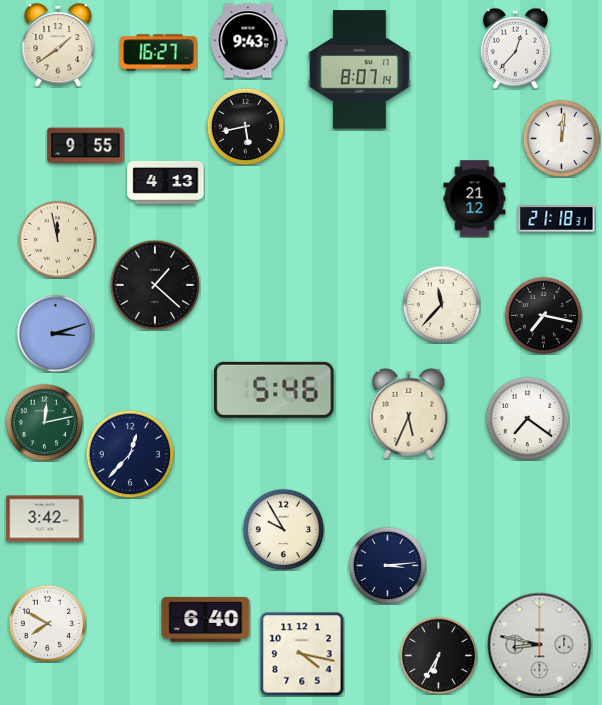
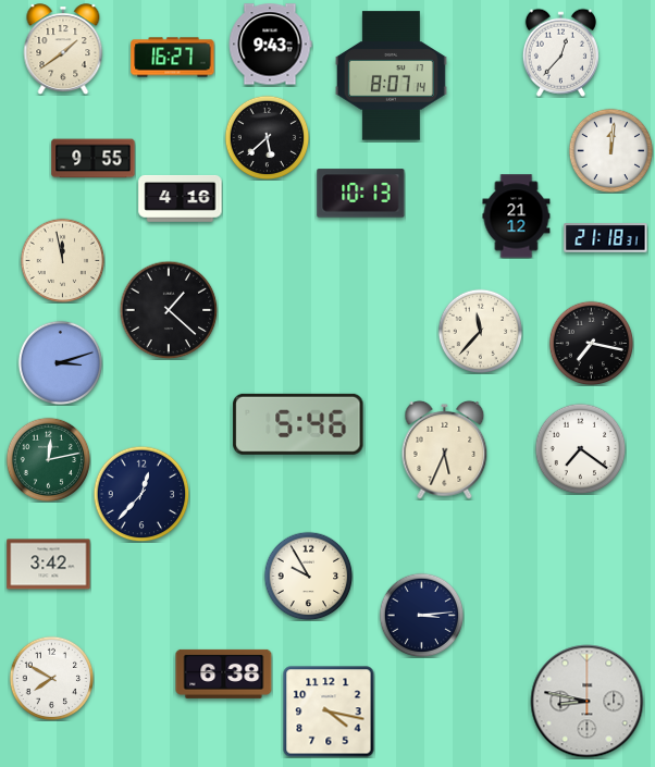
clock at (245, 126): 5:43 -> 5:38
clock at (361, 194): none -> 10:13
clock at (166, 183): 4:13 -> 4:16
clock at (527, 418) position: (527, 418) -> (580, 448)
clock at (206, 619): 6:40 -> 6:38
clock at (438, 655): 6:35 -> none
